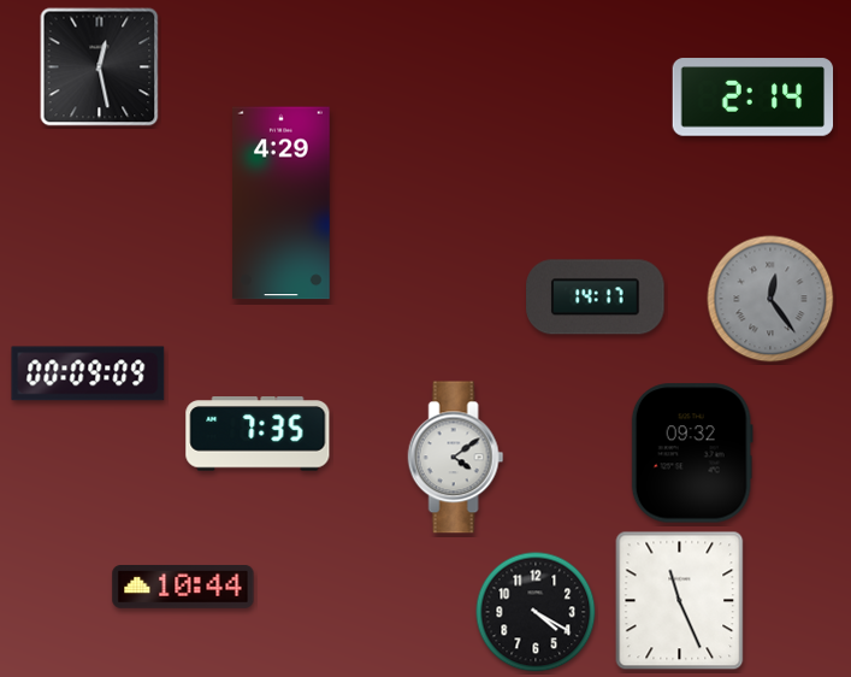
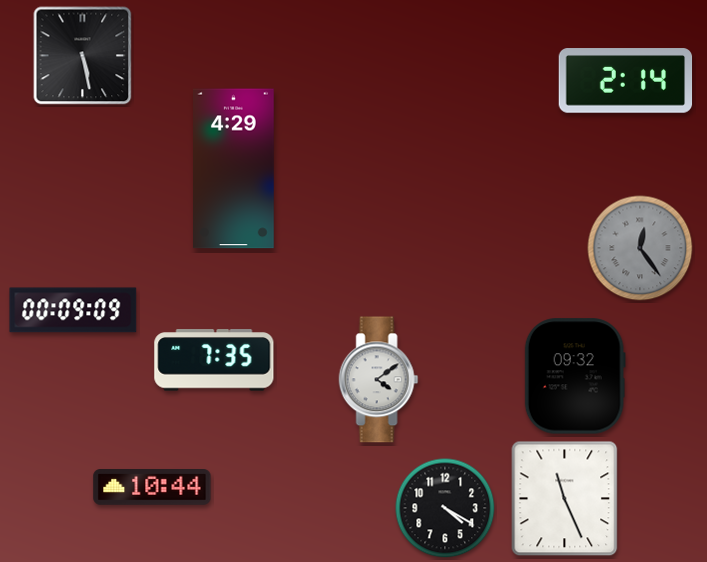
clock at (100, 67): 12:28 -> 5:28
clock at (596, 298): 14:17 -> none
